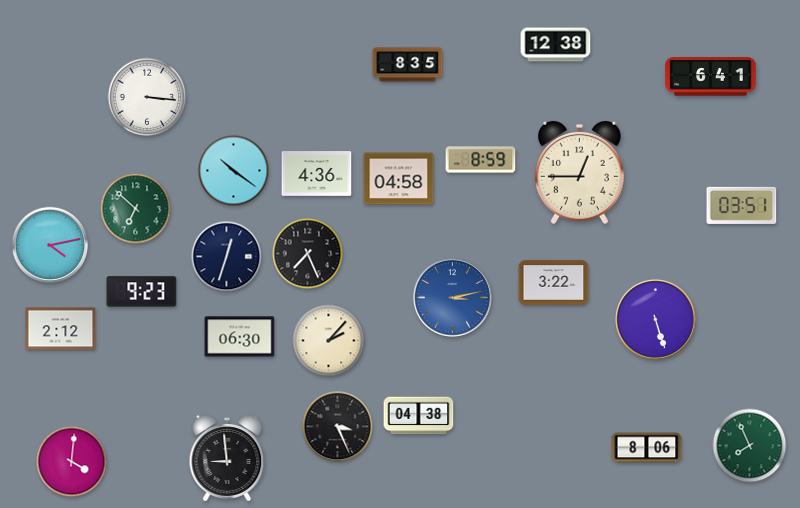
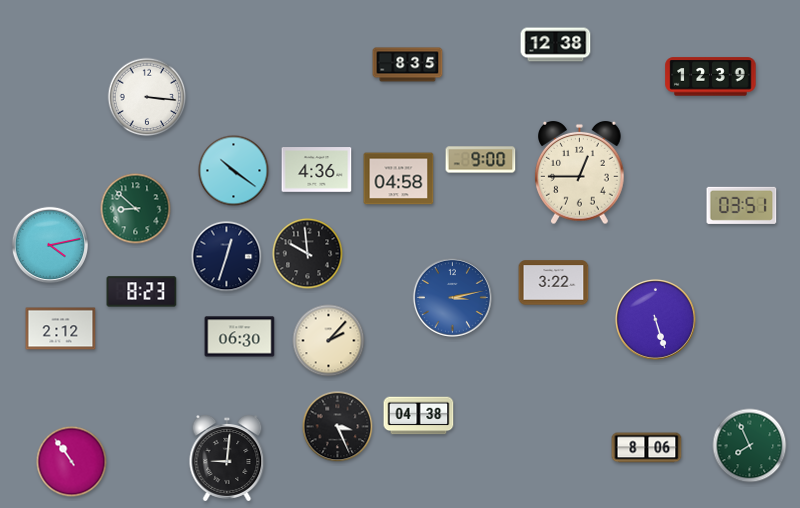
clock at (711, 77): 6:41 -> 12:39
clock at (481, 160): 8:59 -> 9:00
clock at (317, 174) position: (317, 174) -> (317, 170)
clock at (136, 209): 6:52 -> 8:52
clock at (308, 254): 7:26 -> 9:59
clock at (142, 292): 9:23 -> 8:23
clock at (227, 459): 8:59 -> 9:01
clock at (72, 462): 4:01 -> 10:54
